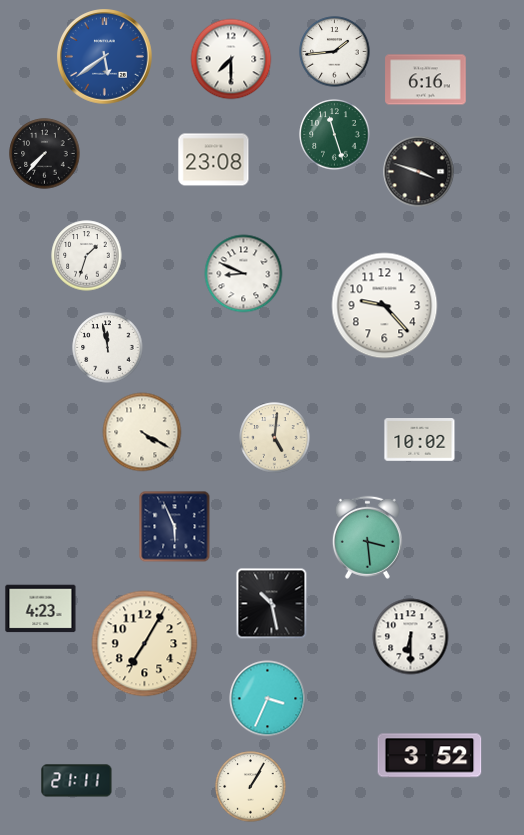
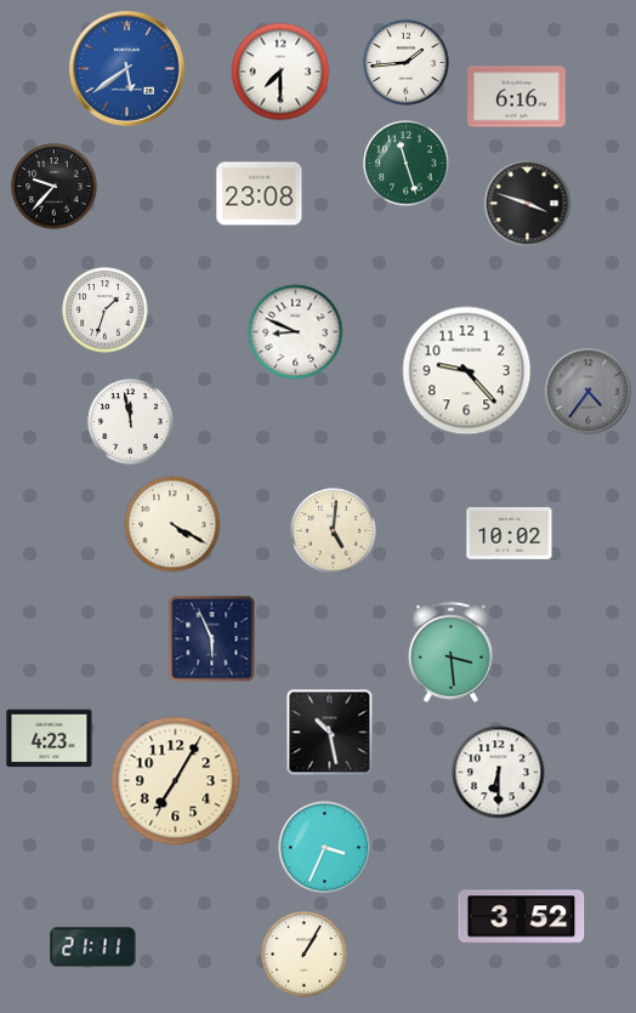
clock at (45, 154): 7:37 -> 9:37
clock at (419, 172) position: (419, 172) -> (528, 204)
clock at (589, 392): none -> 4:36
clock at (367, 537) position: (367, 537) -> (450, 651)
